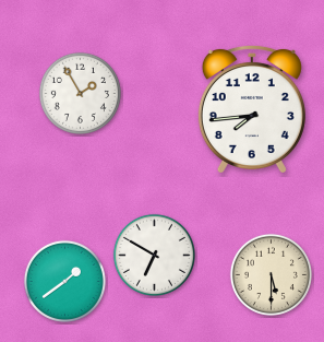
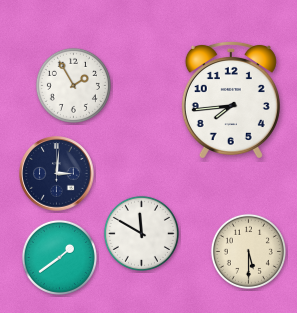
clock at (57, 174): none -> 3:01
clock at (154, 255): 6:50 -> 11:50
